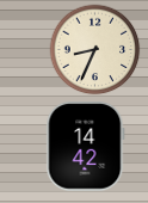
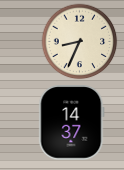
clock at (86, 147): 14:42 -> 14:37
